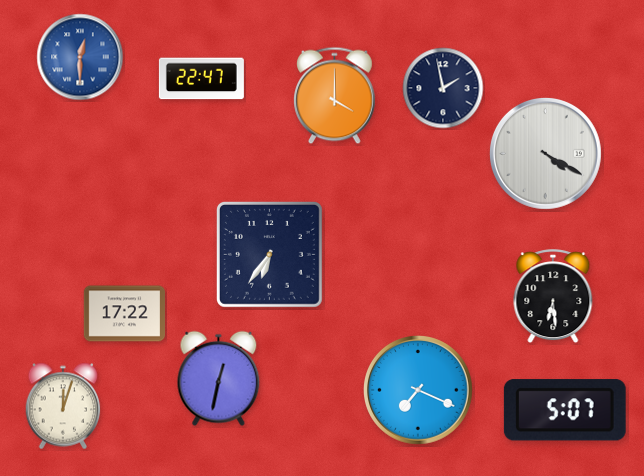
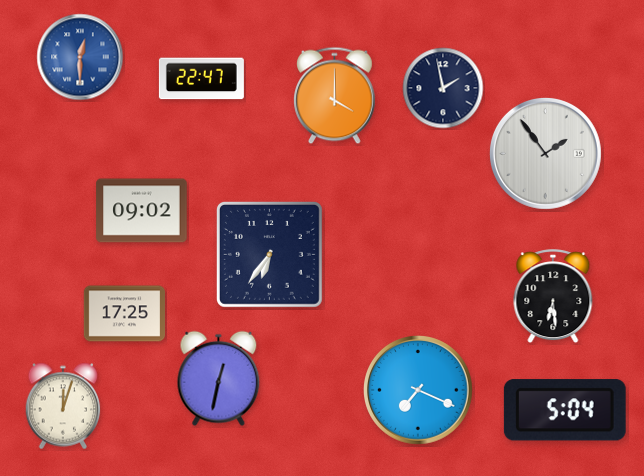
clock at (545, 153): 4:20 -> 1:54
clock at (142, 211): none -> 09:02
clock at (124, 314): 17:22 -> 17:25
clock at (565, 410): 5:07 -> 5:04
